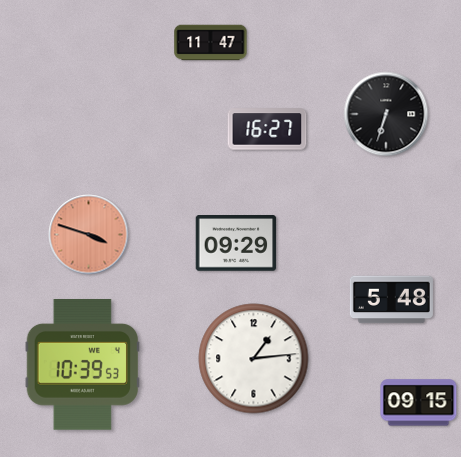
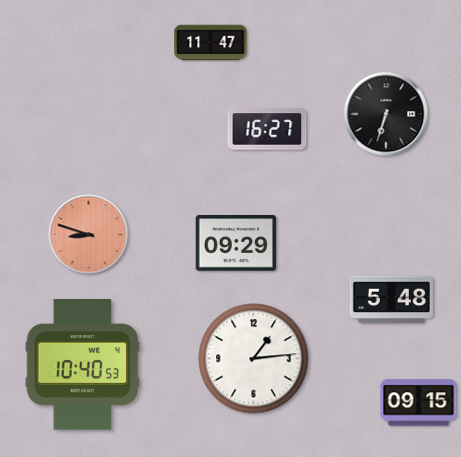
clock at (89, 235): 3:48 -> 8:48
clock at (83, 365): 10:39 -> 10:40
